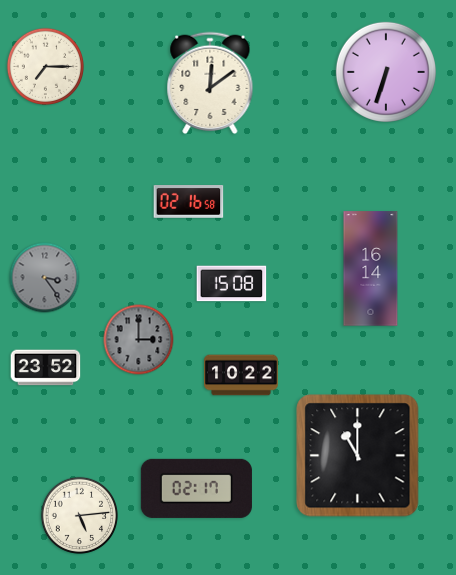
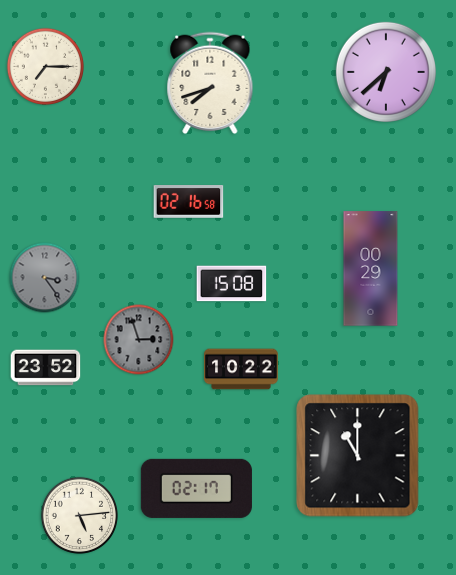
clock at (386, 72): 6:33 -> 6:38
clock at (210, 83): 12:09 -> 7:42
clock at (371, 269): 16:14 -> 00:29
clock at (139, 340): 3:00 -> 2:57
clock at (241, 375) position: (241, 375) -> (241, 369)
